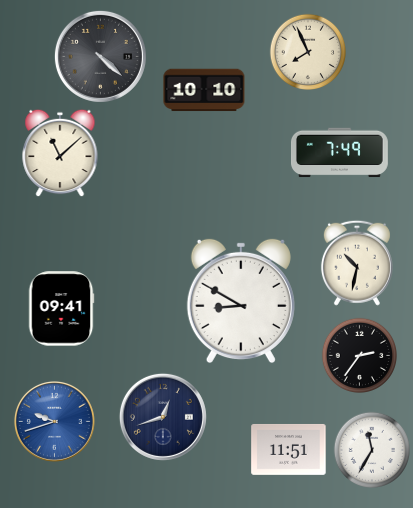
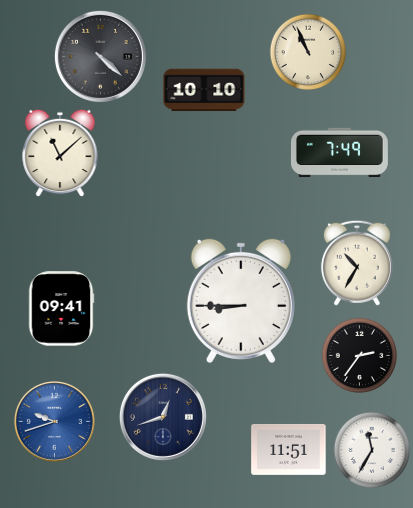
clock at (307, 51): 7:56 -> 10:56
clock at (357, 263): 10:32 -> 10:35
clock at (241, 301): 8:50 -> 8:45
